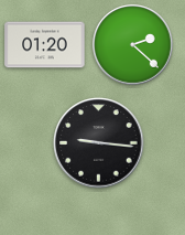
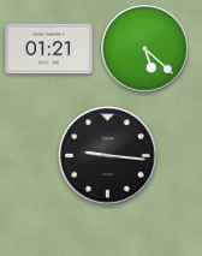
clock at (45, 45): 01:20 -> 01:21
clock at (133, 45): 2:22 -> 5:22
